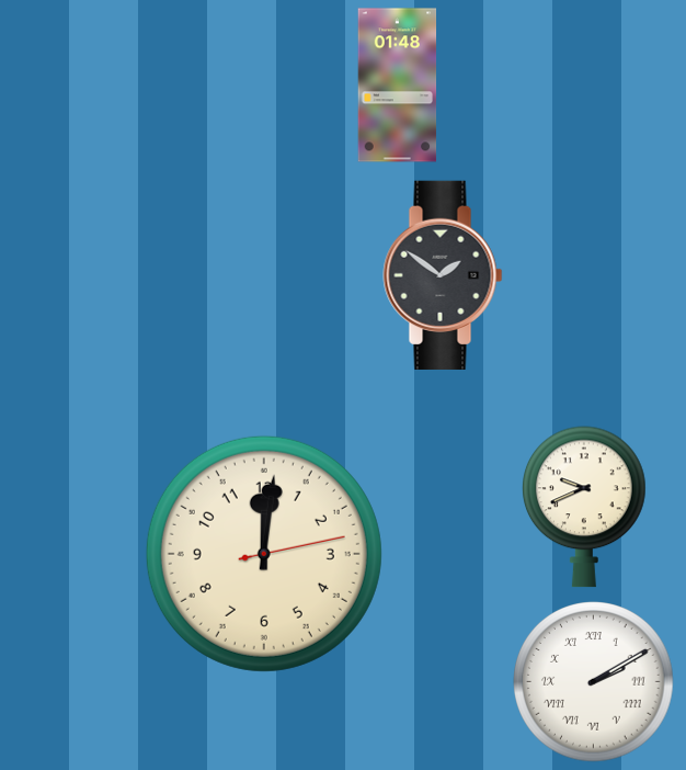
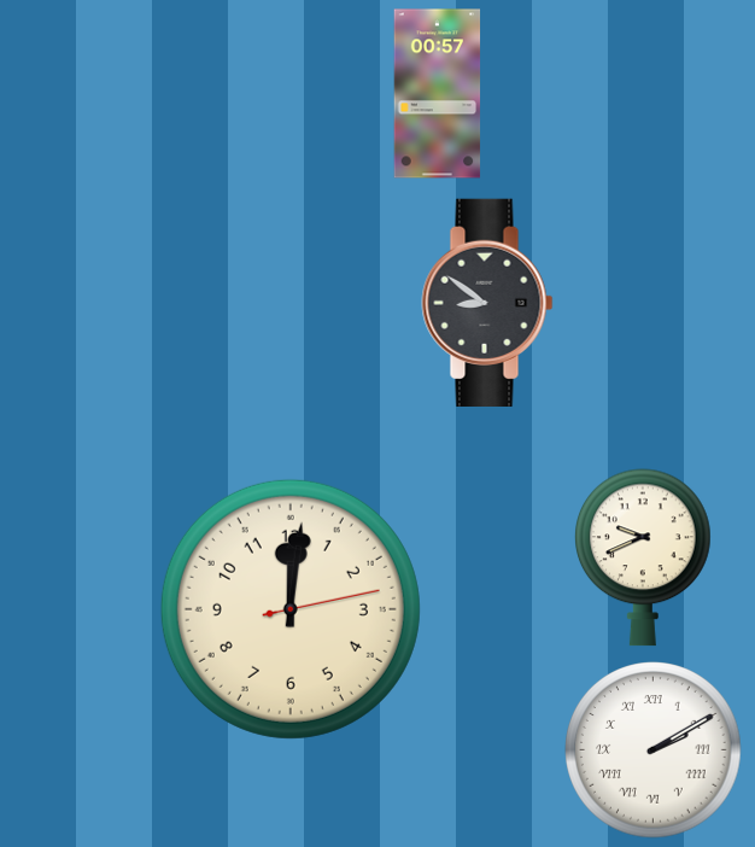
clock at (398, 86): 01:48 -> 00:57
clock at (443, 275): 1:51 -> 8:51
